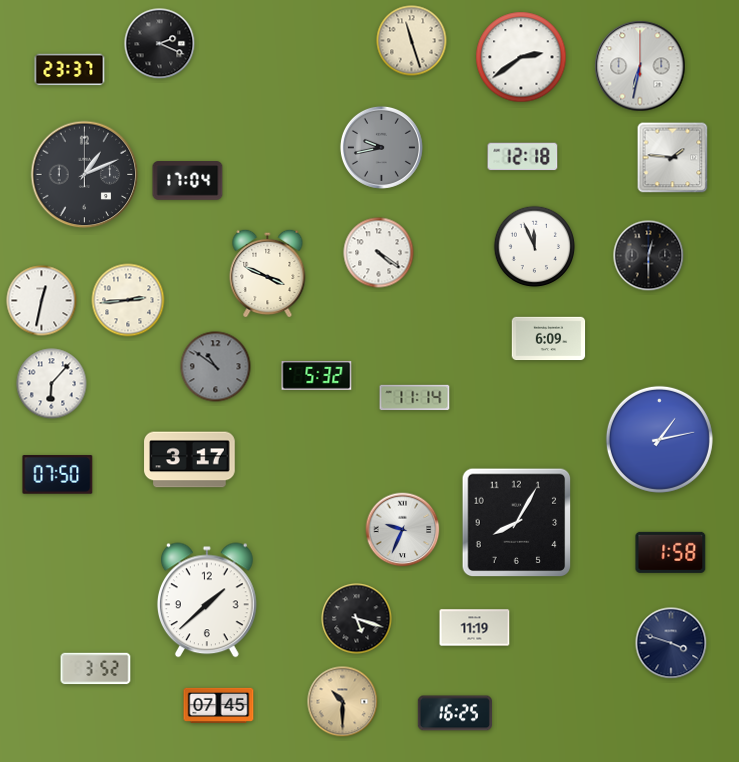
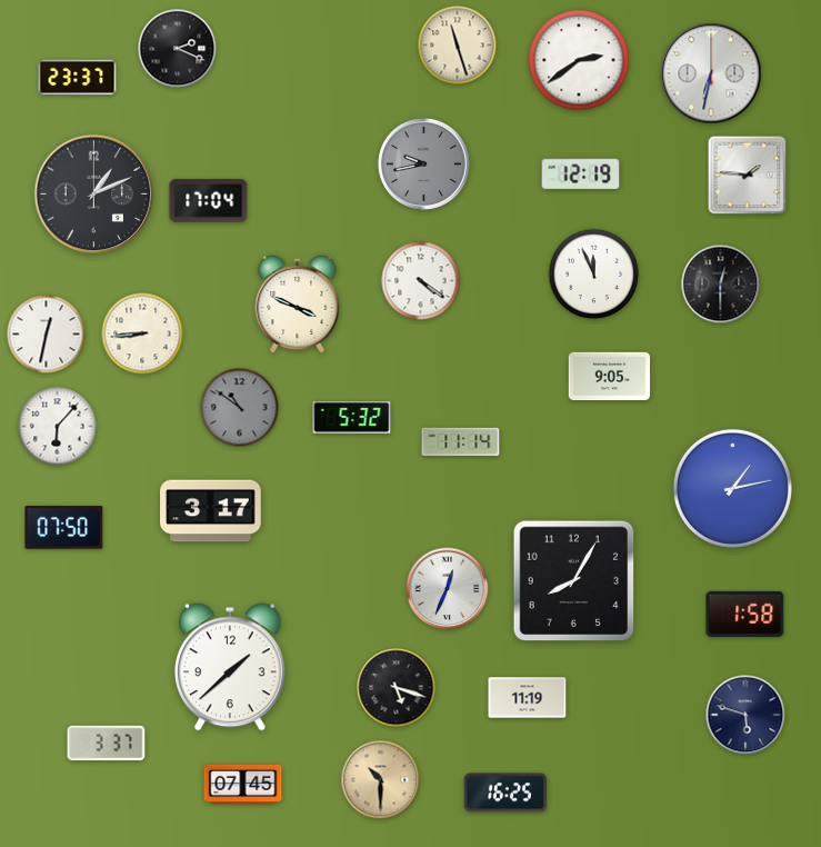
clock at (521, 57) position: (521, 57) -> (579, 60)
clock at (523, 157): 12:18 -> 12:19
clock at (128, 300): 2:44 -> 8:44
clock at (549, 339): 6:09 -> 9:05
clock at (403, 530): 9:34 -> 12:34
clock at (671, 643): 3:48 -> 5:48
clock at (96, 669): 3:52 -> 3:37
